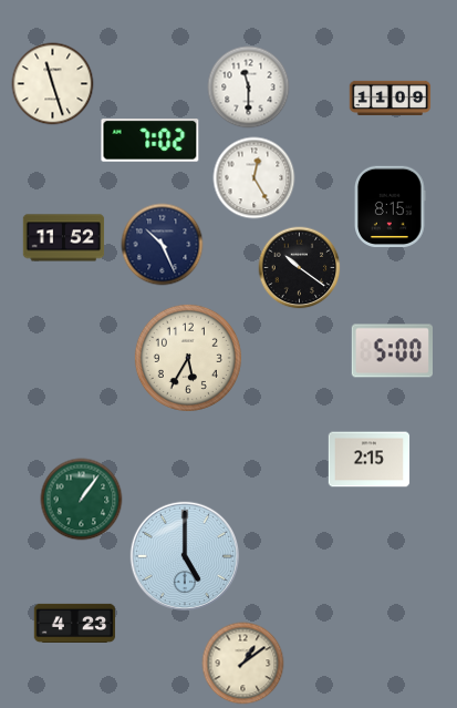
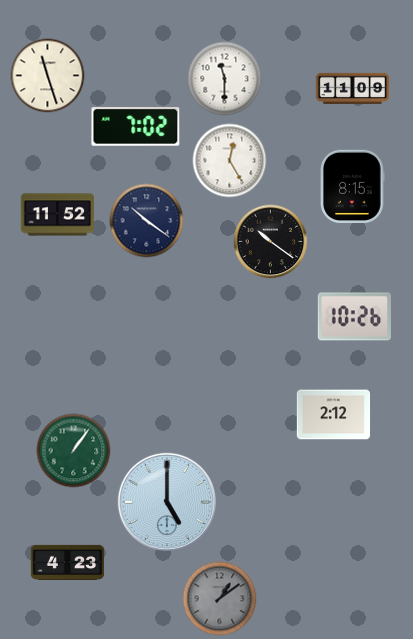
clock at (163, 245): 10:26 -> 10:21
clock at (392, 351): 5:00 -> 10:26
clock at (188, 358): 5:35 -> none
clock at (370, 460): 2:15 -> 2:12
clock at (243, 664) dial: cream -> grey
